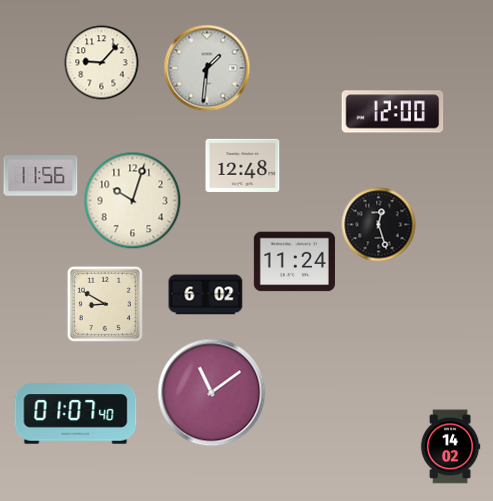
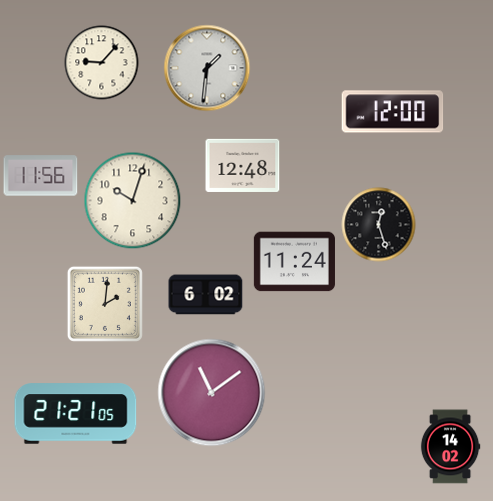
clock at (105, 304): 8:50 -> 2:01
clock at (76, 414): 01:07 -> 21:21
